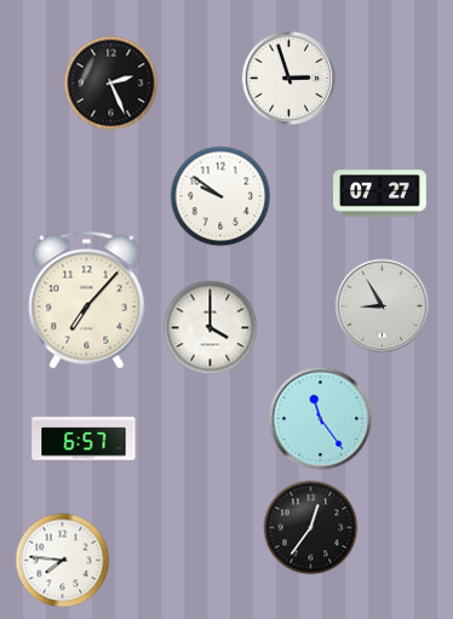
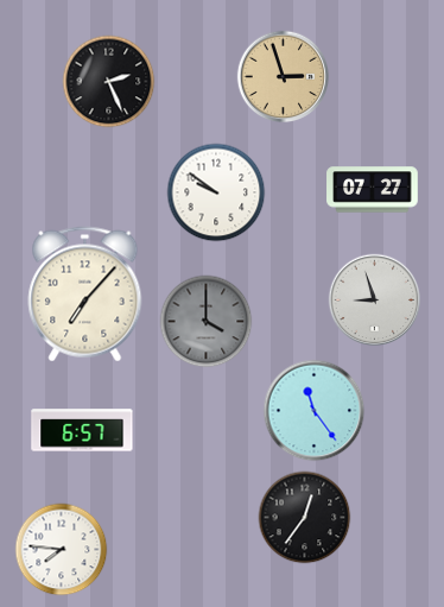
clock at (288, 78) dial: white -> champagne
clock at (382, 305): 8:55 -> 8:57
clock at (210, 327) dial: white -> grey
